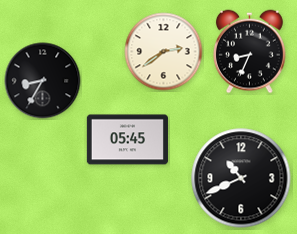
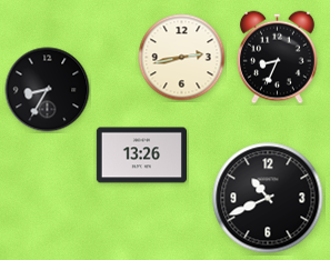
clock at (164, 52): 2:39 -> 2:43
clock at (127, 140): 05:45 -> 13:26
